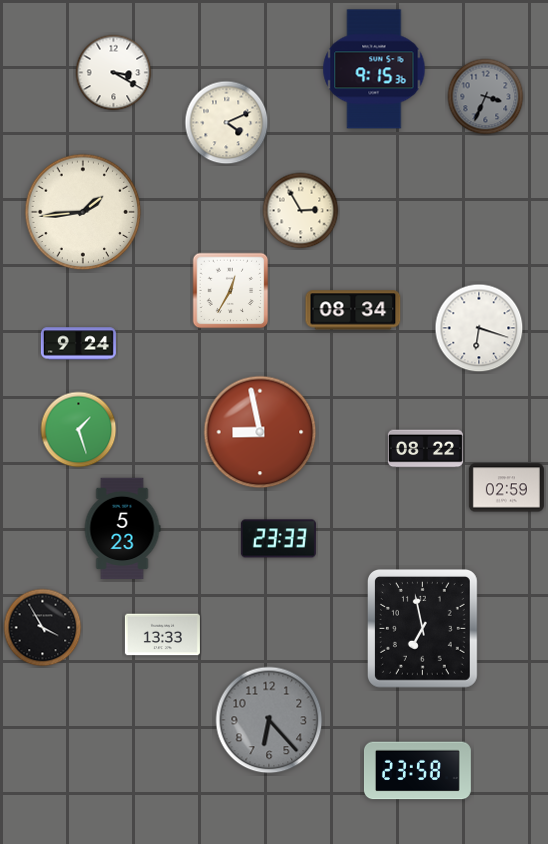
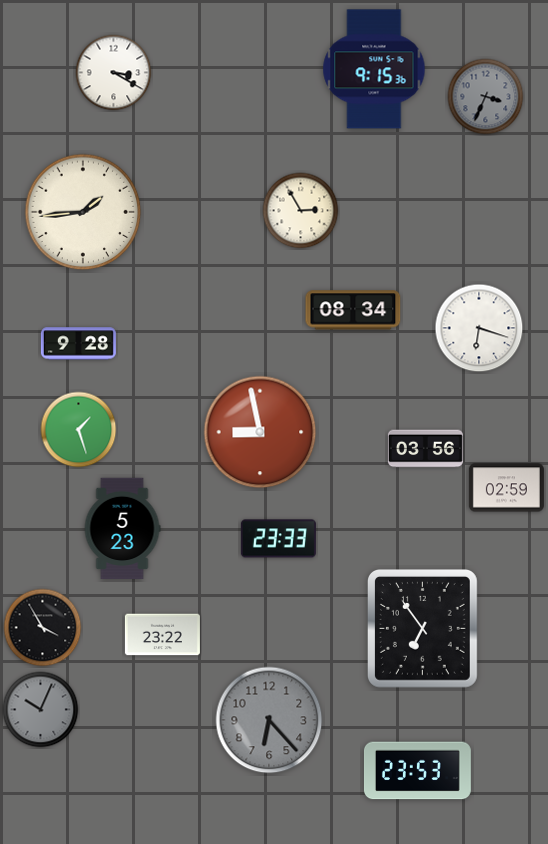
clock at (227, 123): 4:11 -> none
clock at (231, 291): 12:35 -> none
clock at (78, 344): 9:24 -> 9:28
clock at (425, 449): 08:22 -> 03:56
clock at (422, 629): 6:58 -> 6:54
clock at (162, 635): 13:33 -> 23:22
clock at (41, 710): none -> 10:04
clock at (417, 771): 23:58 -> 23:53
